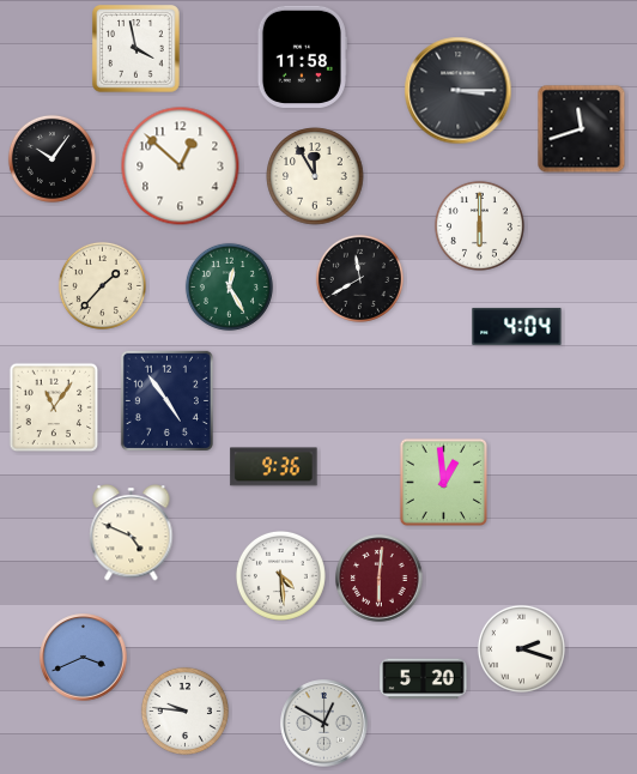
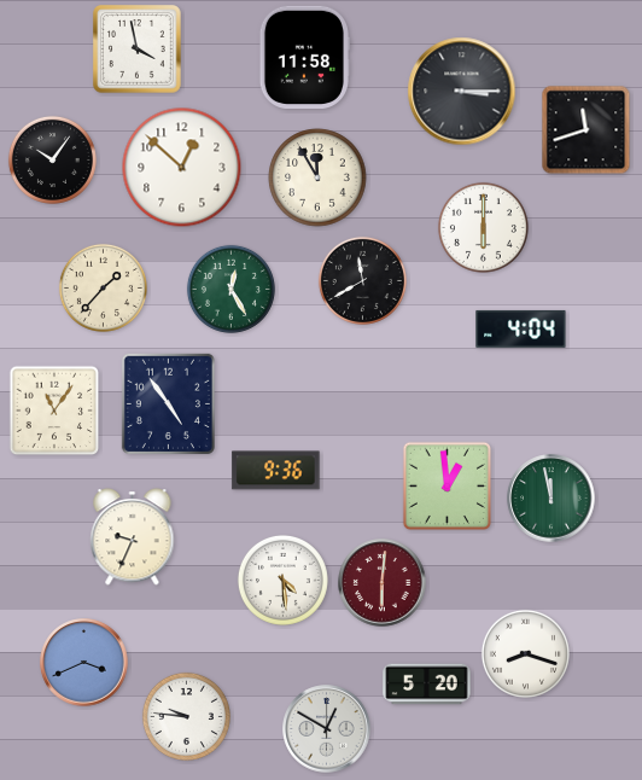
clock at (551, 499): none -> 11:58
clock at (132, 533): 4:49 -> 9:34
clock at (521, 648): 2:18 -> 8:18
